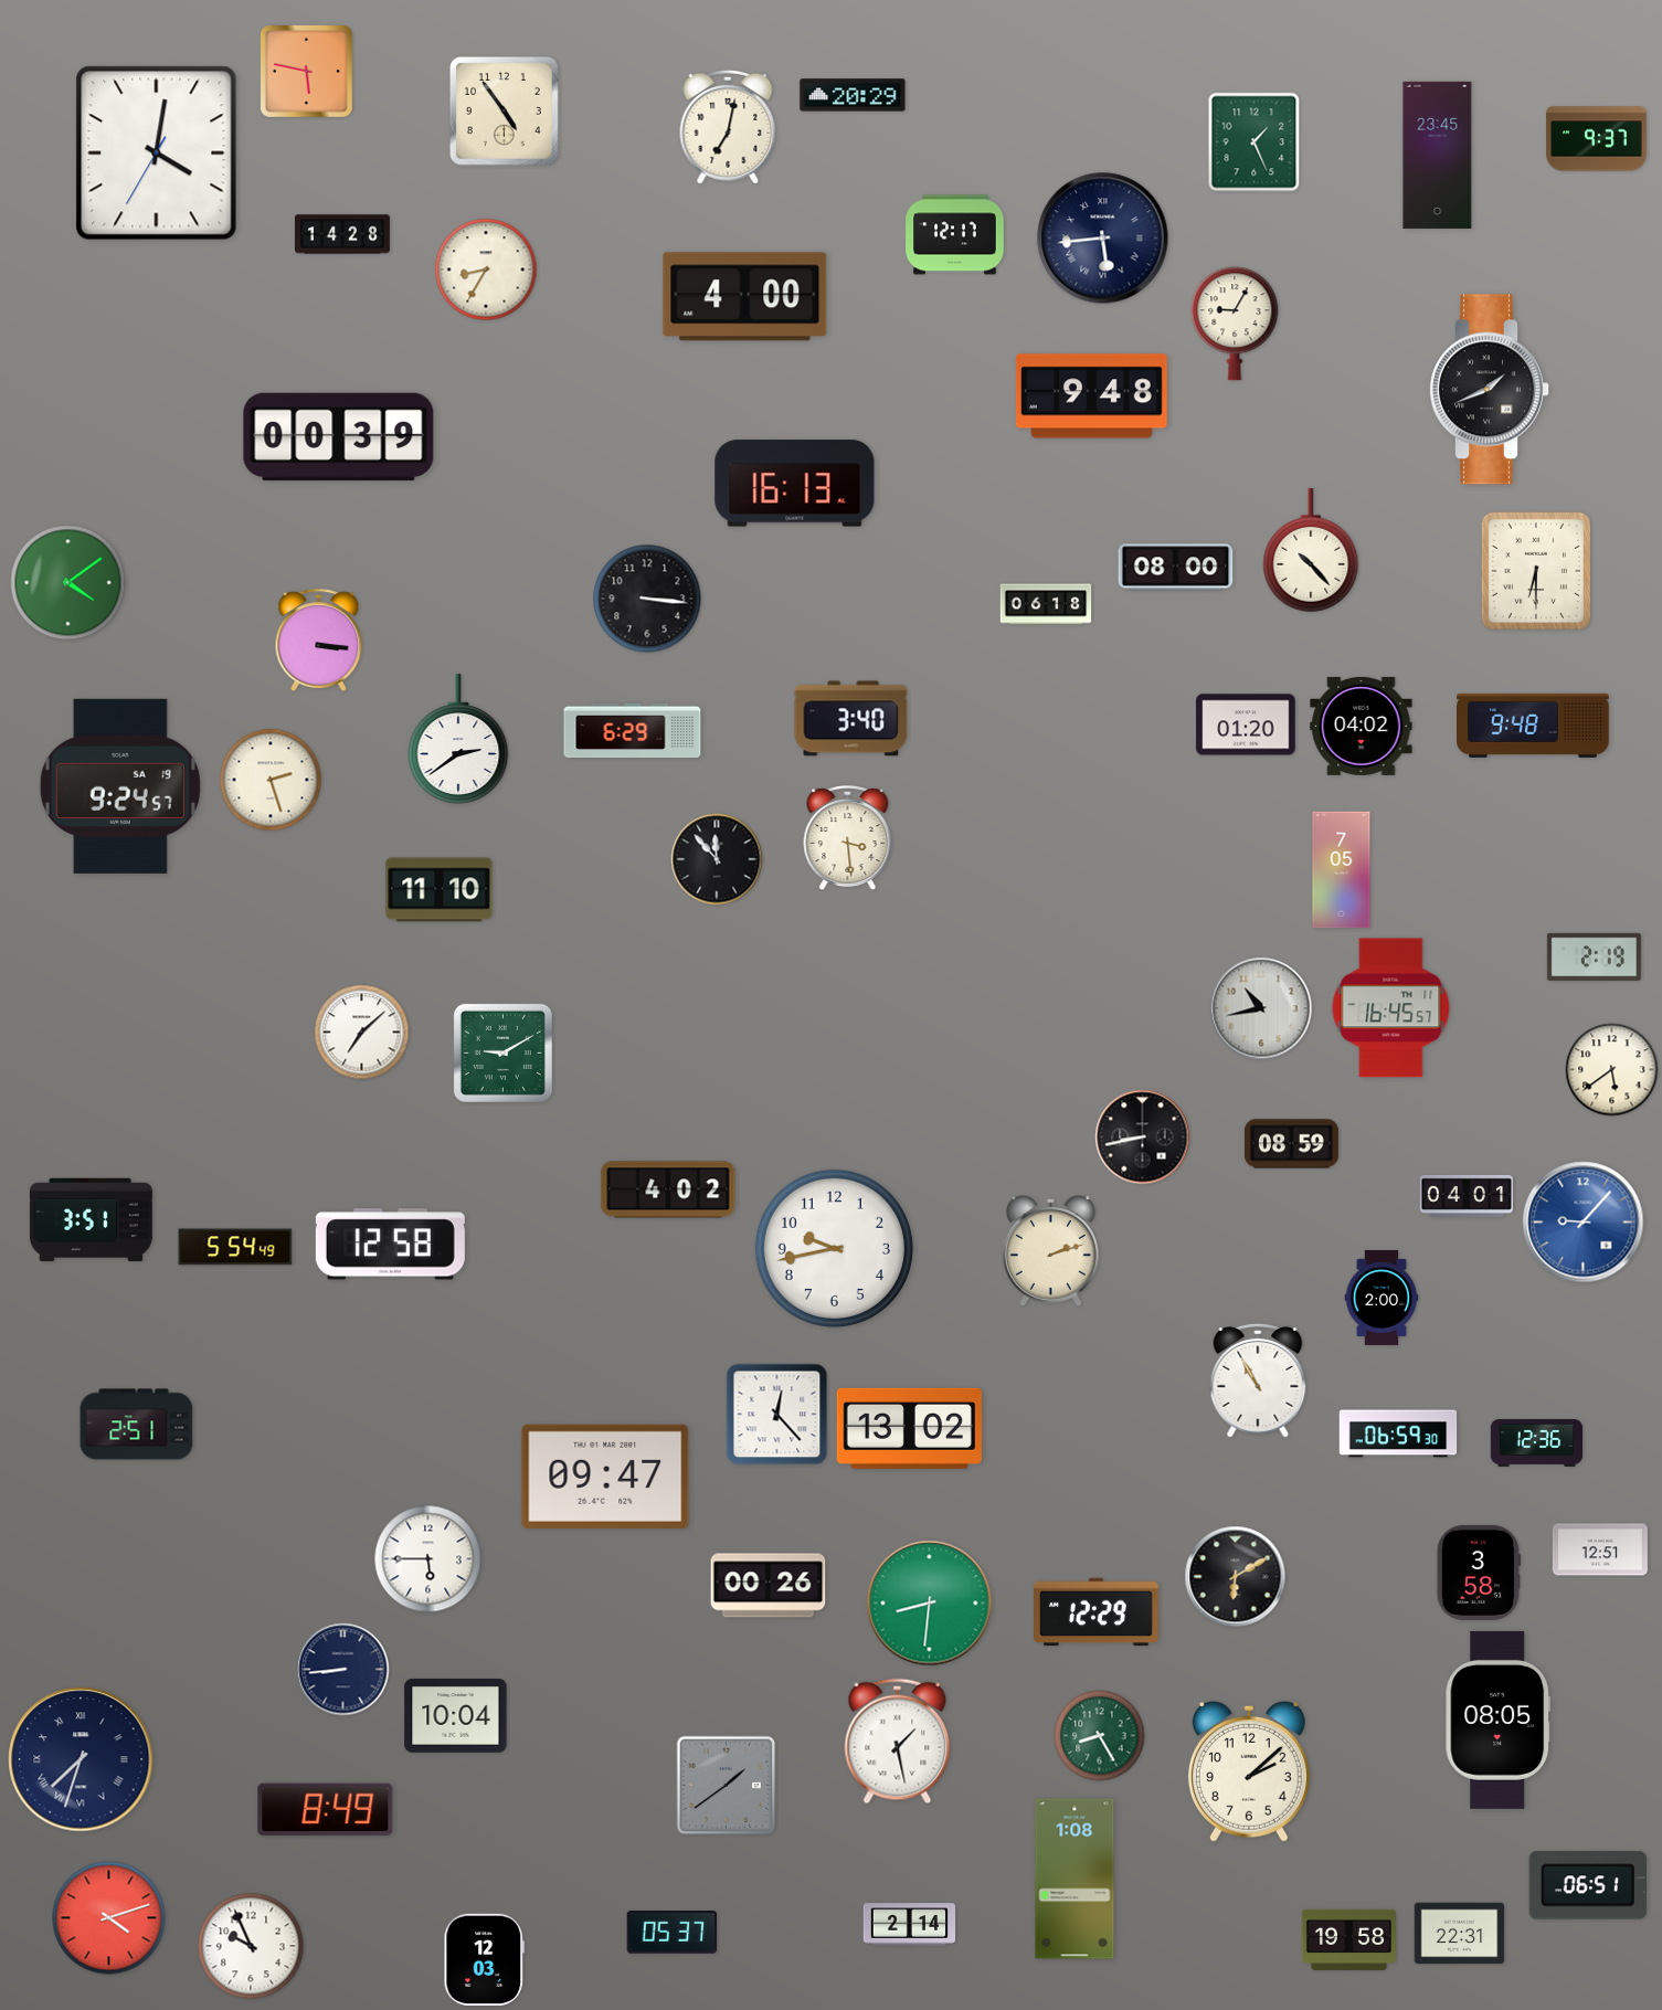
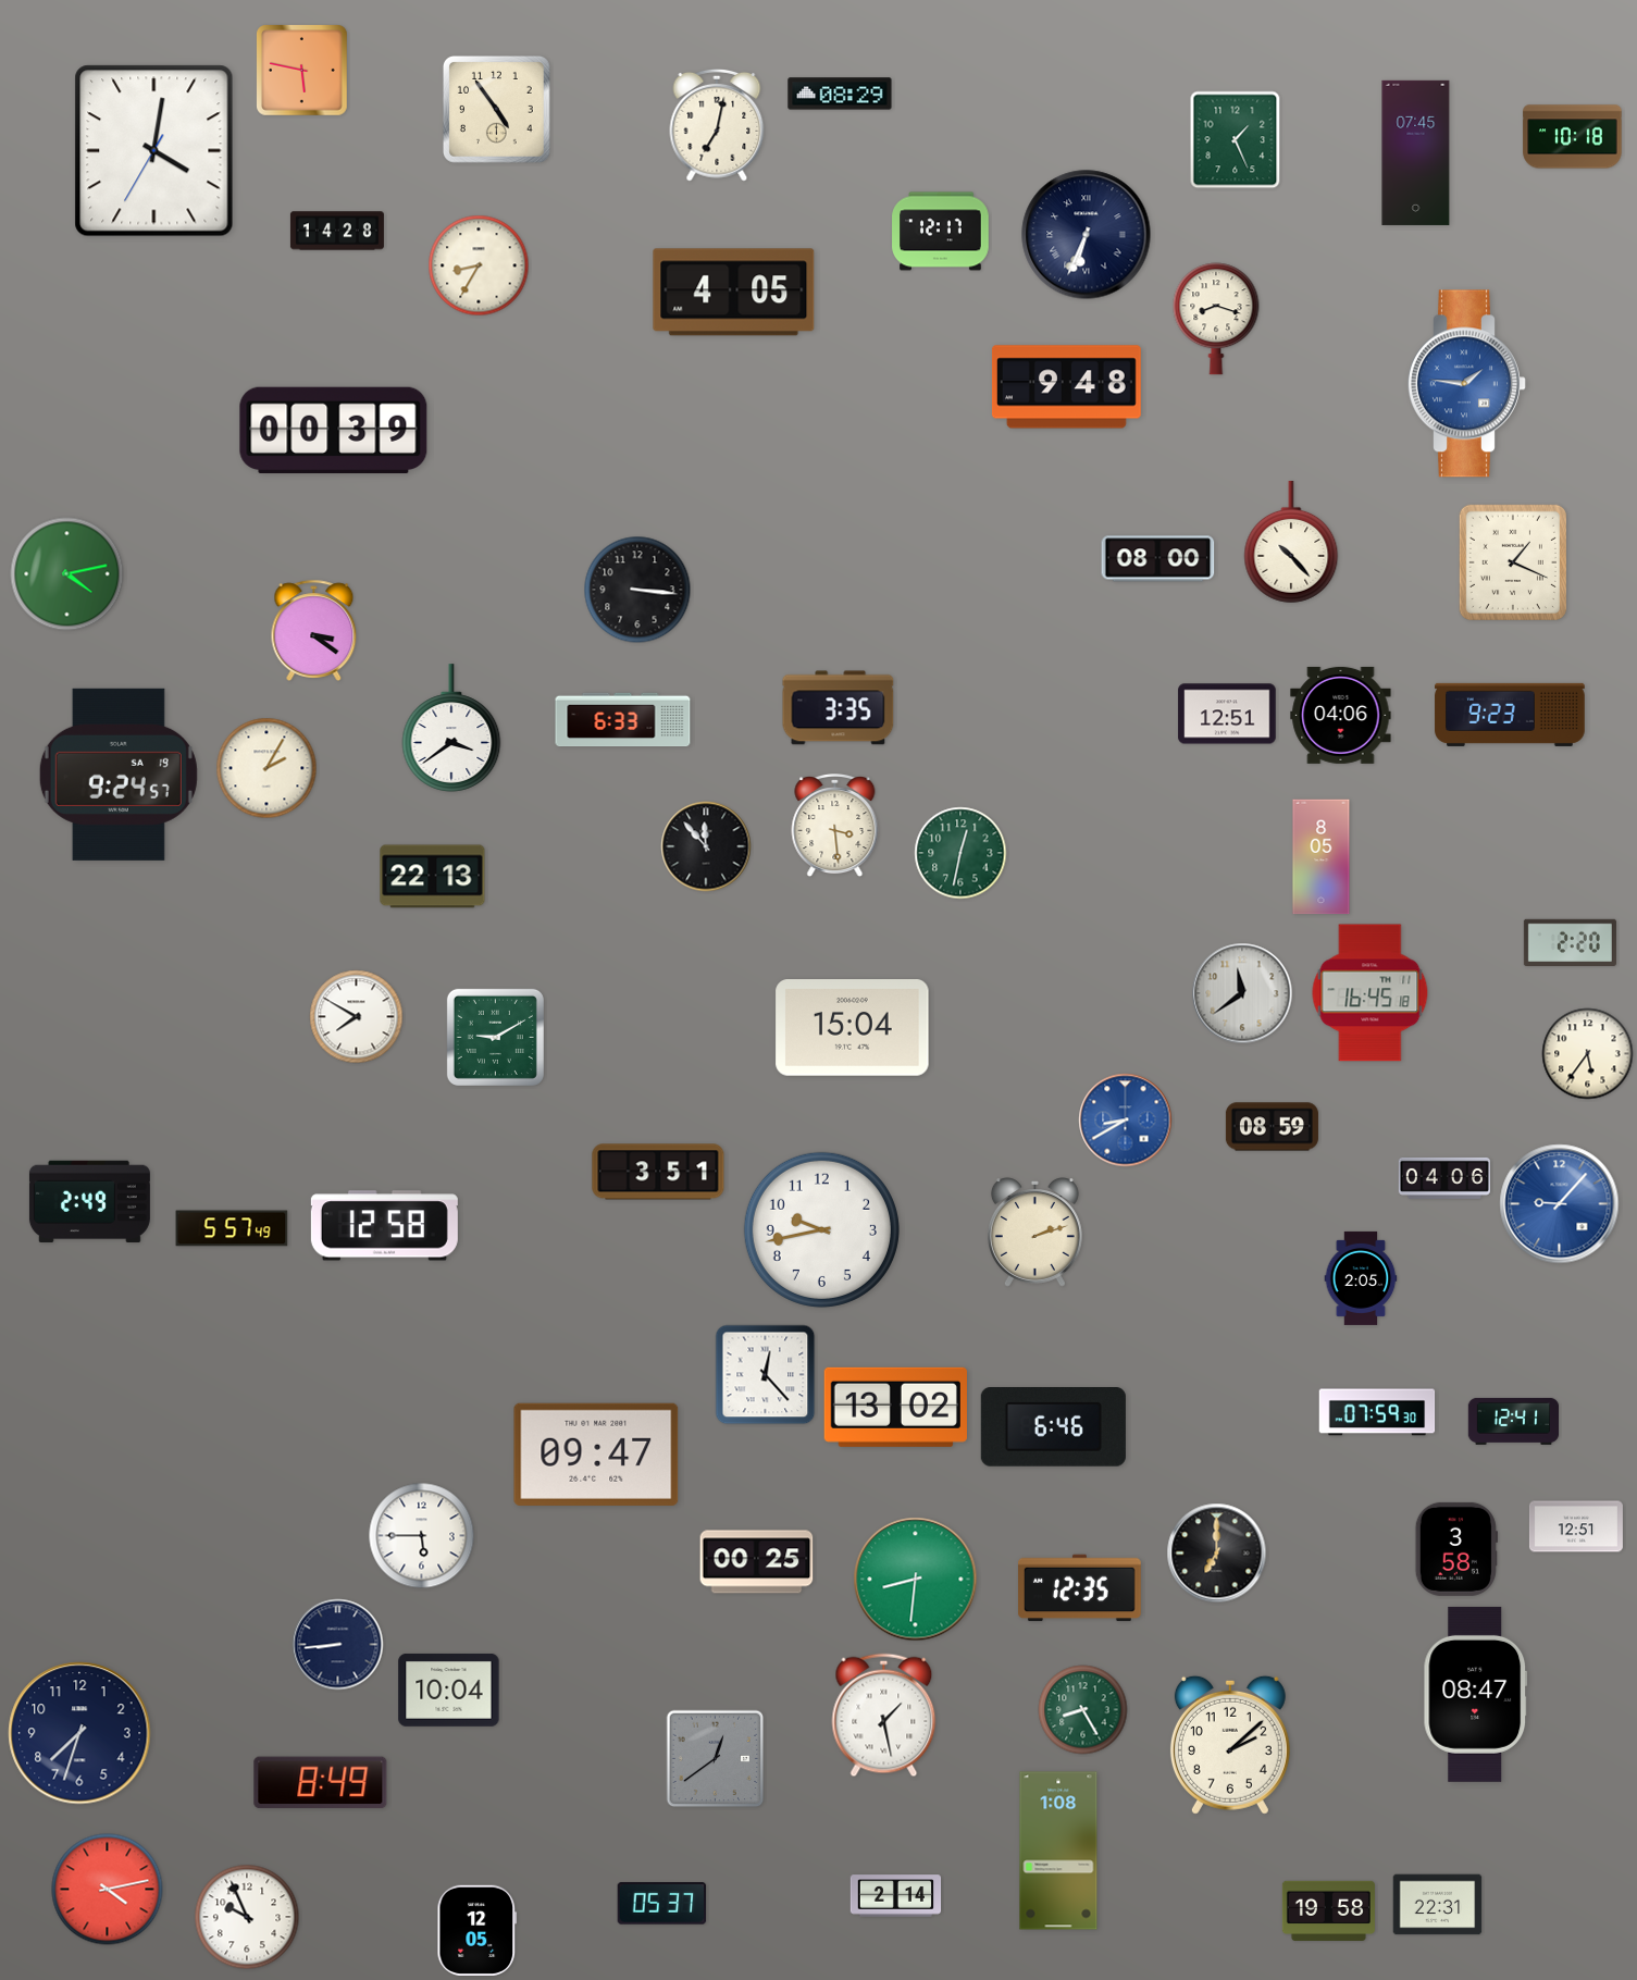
clock at (853, 95): 20:29 -> 08:29
clock at (1597, 139): 9:37 -> 10:18
clock at (1438, 155): 23:45 -> 07:45
clock at (1103, 239): 5:44 -> 6:34
clock at (745, 297): 4:00 -> 4:05
clock at (1235, 324): 9:05 -> 8:18
clock at (1490, 390): 1:41 -> 1:46
clock at (1490, 390) dial: black -> blue
clock at (1091, 396) position: (1091, 396) -> (1066, 387)
clock at (795, 484): 16:13 -> none
clock at (1536, 571): 6:30 -> 1:19
clock at (68, 583): 4:09 -> 4:13
clock at (1046, 604): 06:18 -> none
clock at (319, 639): 3:16 -> 3:21
clock at (851, 719): 3:40 -> 3:35
clock at (1246, 724): 01:20 -> 12:51
clock at (1362, 726): 04:02 -> 04:06
clock at (1533, 726): 9:48 -> 9:23
clock at (633, 731): 6:29 -> 6:33
clock at (458, 739): 2:39 -> 3:39
clock at (271, 780): 2:27 -> 2:05
clock at (960, 853): none -> 12:32
clock at (1342, 870): 7:05 -> 8:05
clock at (440, 890): 11:10 -> 22:13
clock at (1594, 956): 2:19 -> 2:20
clock at (1261, 1008): 10:43 -> 11:39
clock at (1391, 1008): 16:45:57 -> 16:45:18
clock at (362, 1033): 7:08 -> 7:50
clock at (853, 1028): none -> 15:04
clock at (1612, 1070): 5:39 -> 5:36
clock at (1143, 1138): 8:43 -> 8:40
clock at (1143, 1138) dial: black -> blue
clock at (668, 1189): 4:02 -> 3:51
clock at (1467, 1196): 04:01 -> 04:06
clock at (91, 1220): 3:51 -> 2:49
clock at (235, 1247): 5:54 -> 5:57
clock at (1382, 1298): 2:00 -> 2:05
clock at (1258, 1380): 10:55 -> none
clock at (777, 1415) position: (777, 1415) -> (766, 1375)
clock at (137, 1425): 2:51 -> none
clock at (1398, 1434): 06:59 -> 07:59
clock at (1537, 1442): 12:36 -> 12:41
clock at (1053, 1427): none -> 6:46
clock at (1236, 1577): 6:10 -> 7:00
clock at (769, 1586): 00:26 -> 00:25
clock at (1097, 1612): 12:29 -> 12:35
clock at (1499, 1720): 08:05 -> 08:47
clock at (81, 1759) numerals: Roman -> Arabic
clock at (727, 1786): 1:39 -> 12:39
clock at (1588, 1885): 06:51 -> none
clock at (109, 1918): 4:12 -> 4:13
clock at (485, 1959): 12:03 -> 12:05
